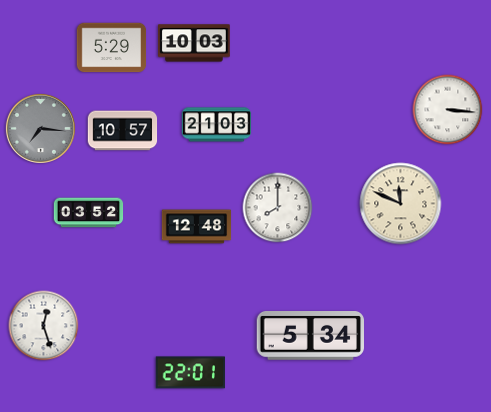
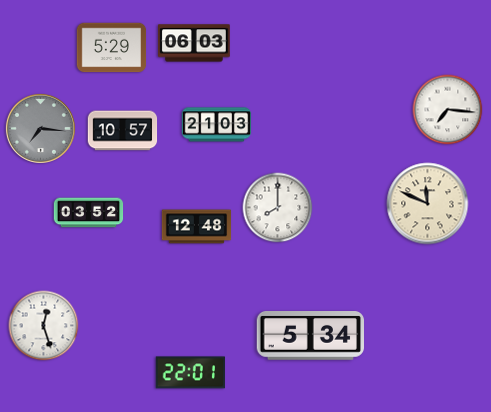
clock at (194, 43): 10:03 -> 06:03
clock at (448, 110): 3:16 -> 7:16
clock at (401, 204) position: (401, 204) -> (428, 204)
